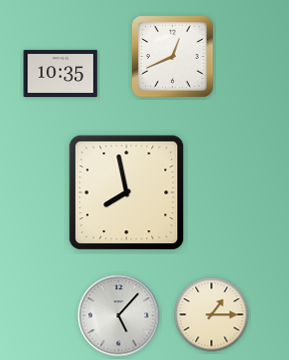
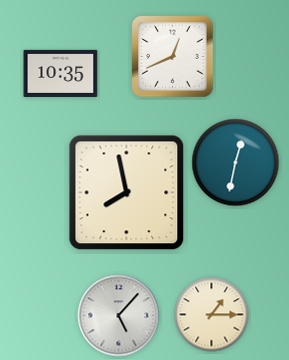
clock at (236, 163): none -> 12:32
